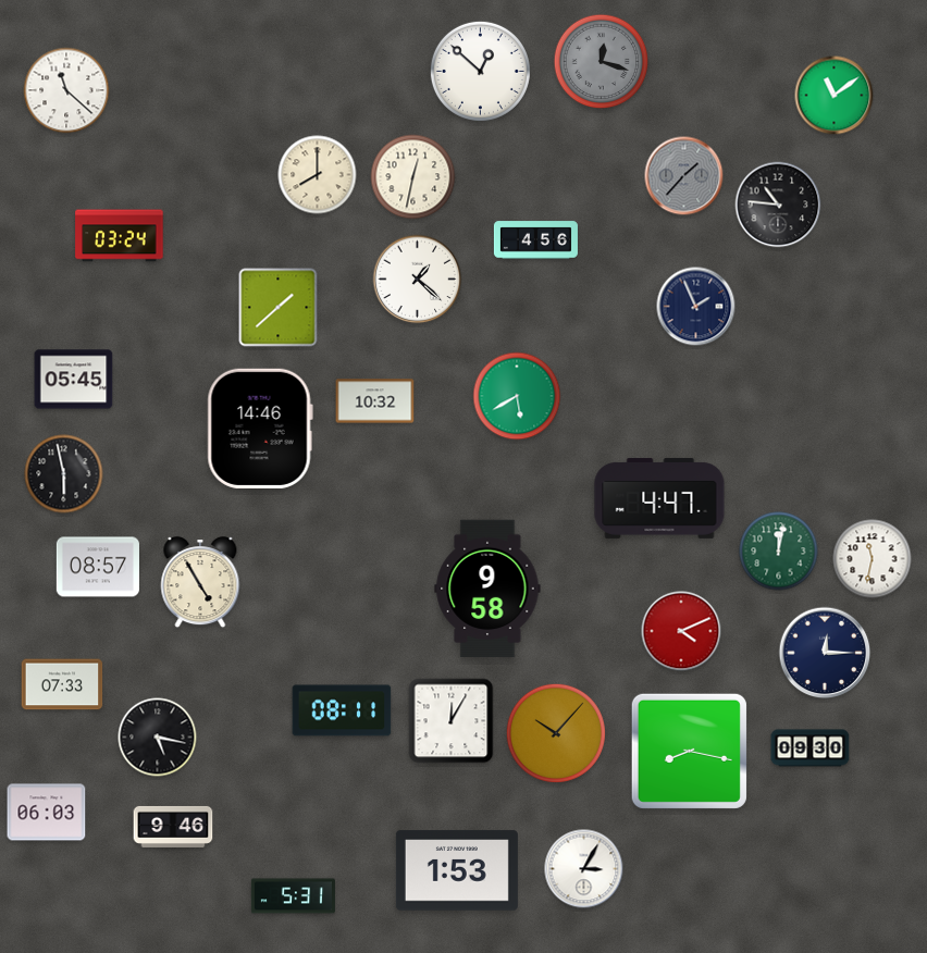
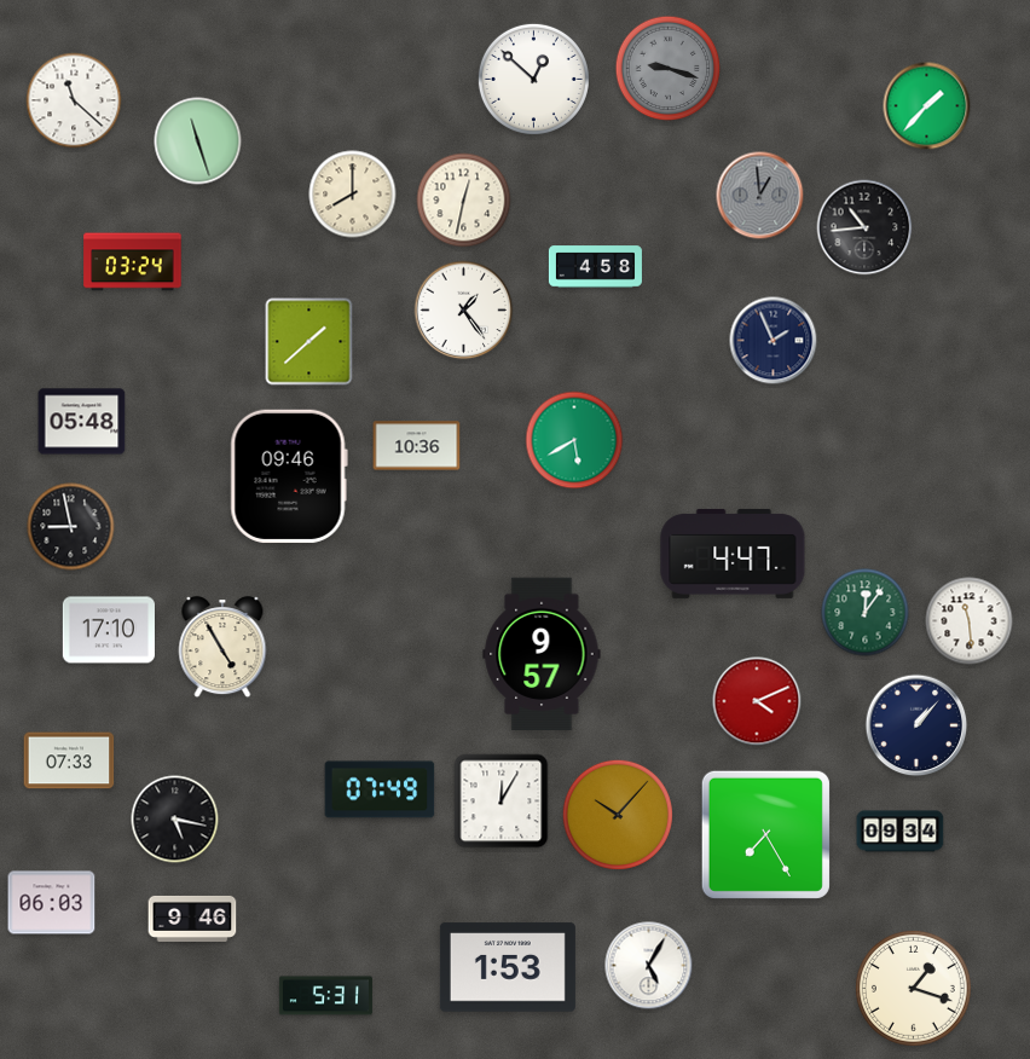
clock at (602, 62): 12:18 -> 9:18
clock at (835, 96): 11:09 -> 1:37
clock at (198, 141): none -> 11:27
clock at (684, 176): 1:37 -> 12:59
clock at (413, 177) position: (413, 177) -> (464, 201)
clock at (778, 205): 10:46 -> 10:44
clock at (535, 240): 4:56 -> 4:58
clock at (418, 280): 1:22 -> 1:24
clock at (74, 380): 05:45 -> 05:48
clock at (375, 401): 10:32 -> 10:36
clock at (260, 429): 14:46 -> 09:46
clock at (64, 474): 5:58 -> 8:58
clock at (779, 552): 12:02 -> 12:06
clock at (873, 559): 11:32 -> 11:29
clock at (98, 567): 08:57 -> 17:10
clock at (487, 589): 9:58 -> 9:57
clock at (825, 653): 12:15 -> 1:07
clock at (342, 710): 08:11 -> 07:49
clock at (811, 748): 09:30 -> 09:34
clock at (689, 751): 8:17 -> 7:25
clock at (584, 869): 3:05 -> 5:05
clock at (913, 988): none -> 1:18
